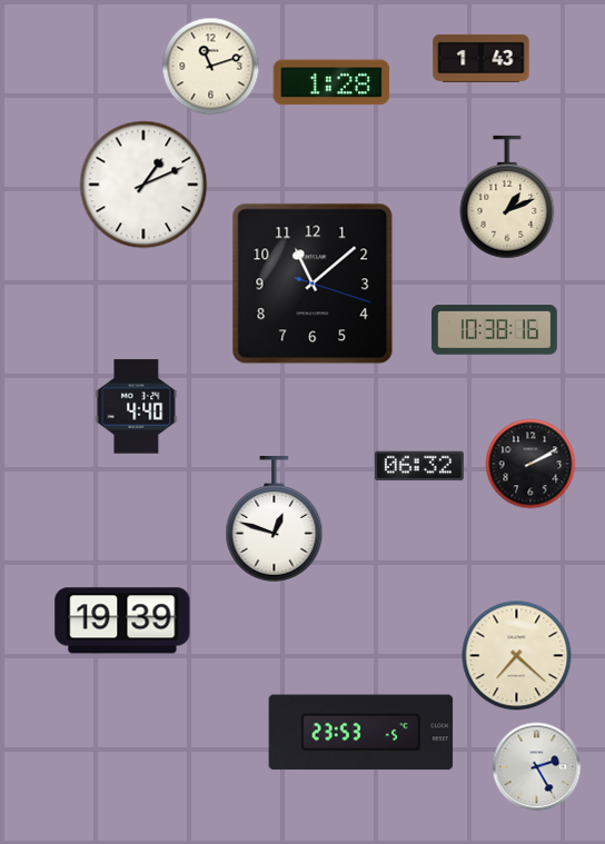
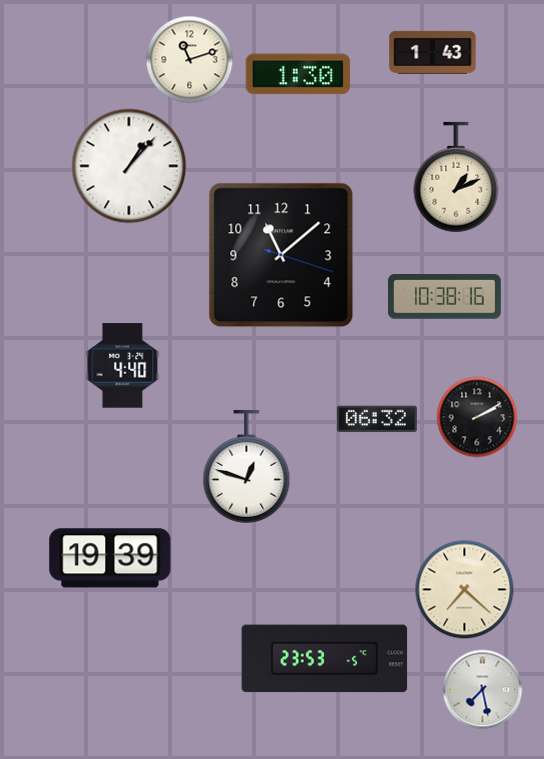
clock at (331, 82): 1:28 -> 1:30
clock at (143, 185): 1:11 -> 1:07
clock at (537, 767): 2:25 -> 7:28
